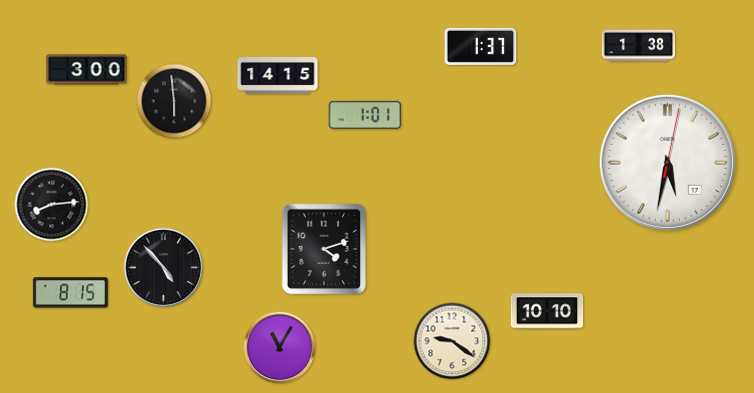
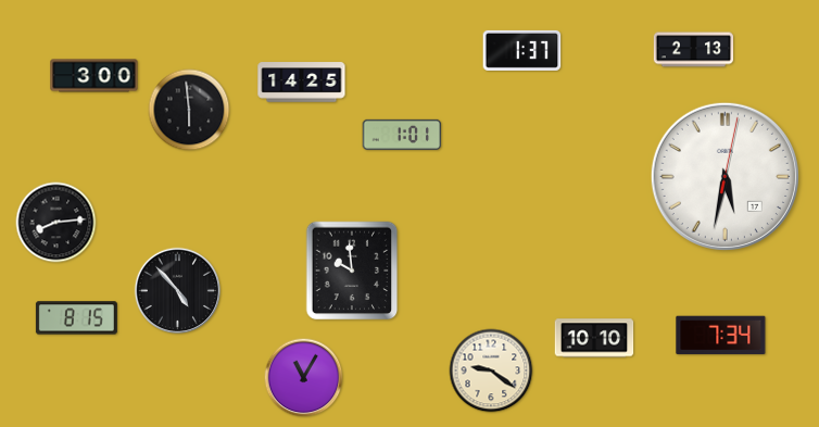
clock at (639, 46): 1:38 -> 2:13
clock at (278, 76): 14:15 -> 14:25
clock at (365, 115) position: (365, 115) -> (402, 135)
clock at (324, 249): 4:12 -> 9:59
clock at (721, 336): none -> 7:34
